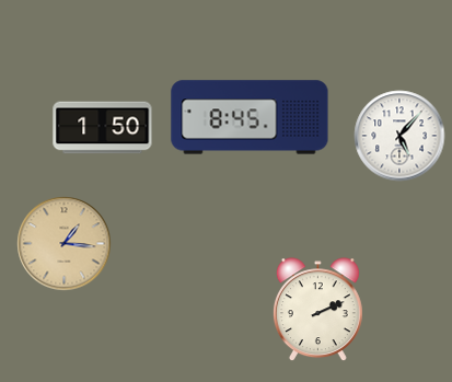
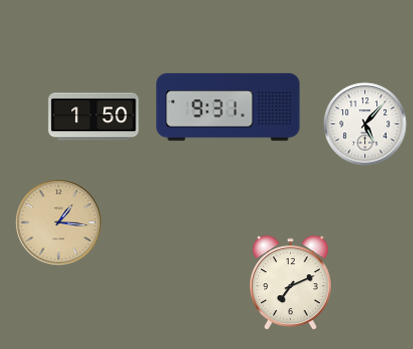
clock at (250, 117): 8:45 -> 9:31
clock at (317, 310): 2:11 -> 7:11
